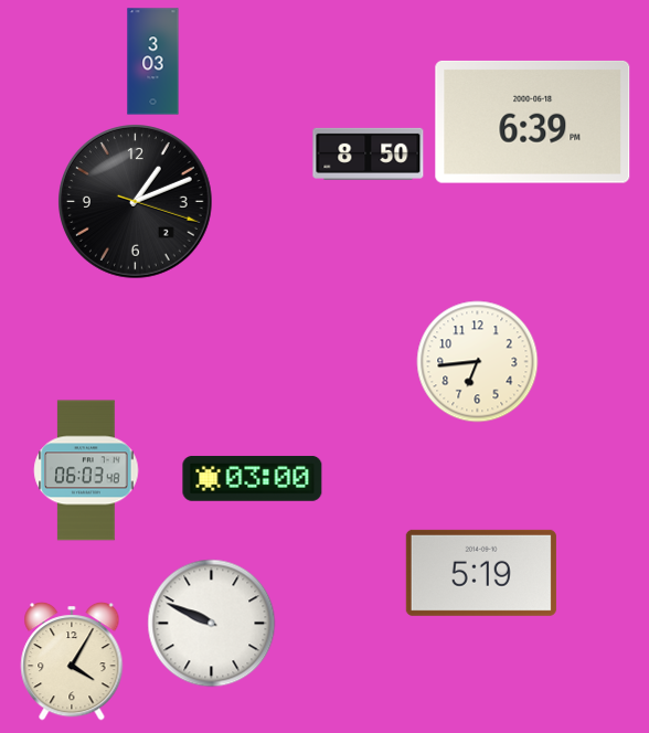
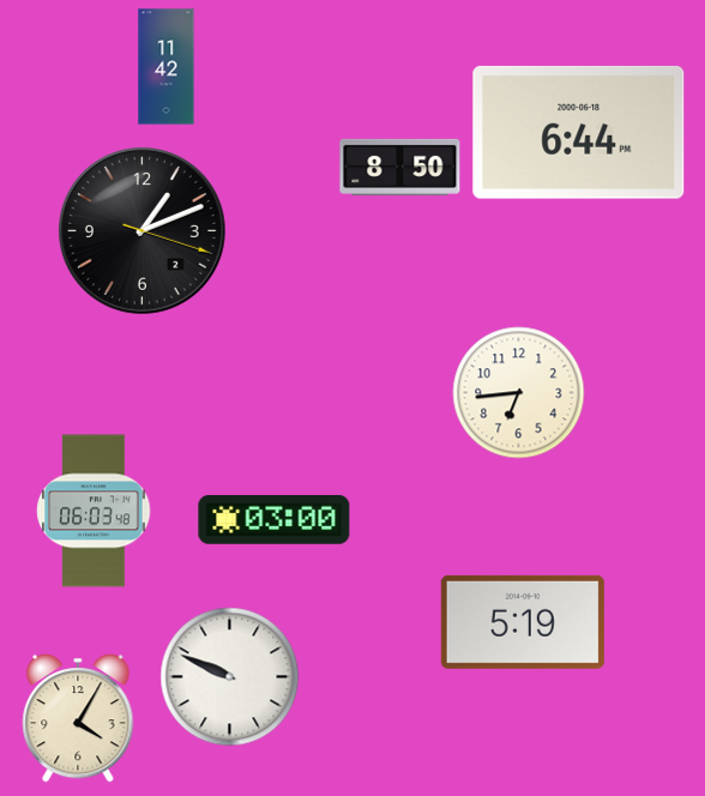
clock at (153, 62): 3:03 -> 11:42
clock at (533, 121): 6:39 -> 6:44
clock at (136, 202) position: (136, 202) -> (143, 231)
